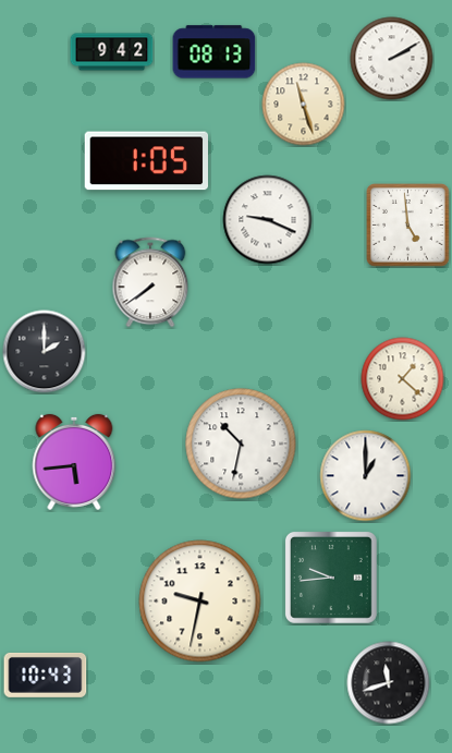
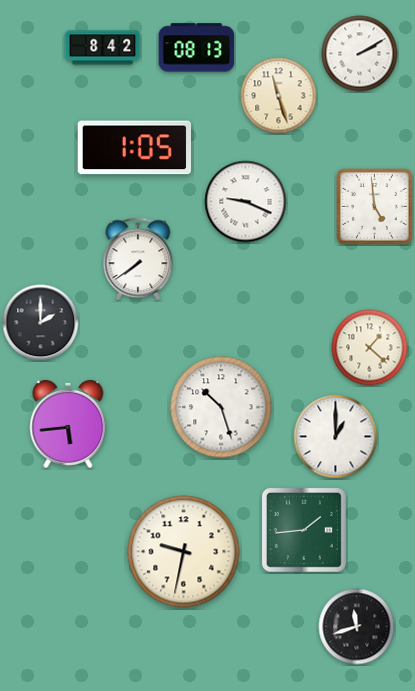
clock at (112, 52): 9:42 -> 8:42
clock at (241, 444): 10:32 -> 10:27
clock at (331, 578): 9:44 -> 1:44
clock at (46, 675): 10:43 -> none
